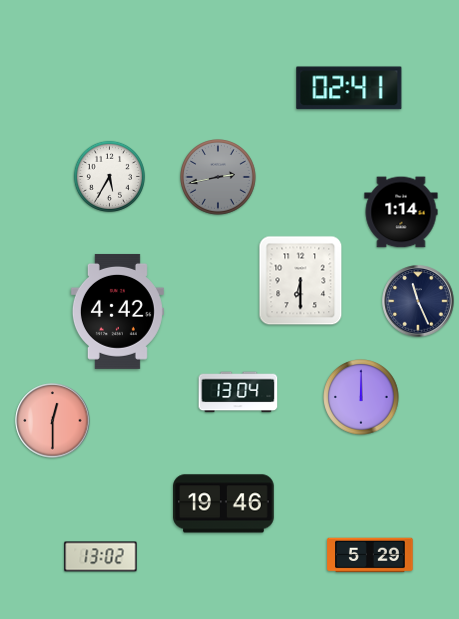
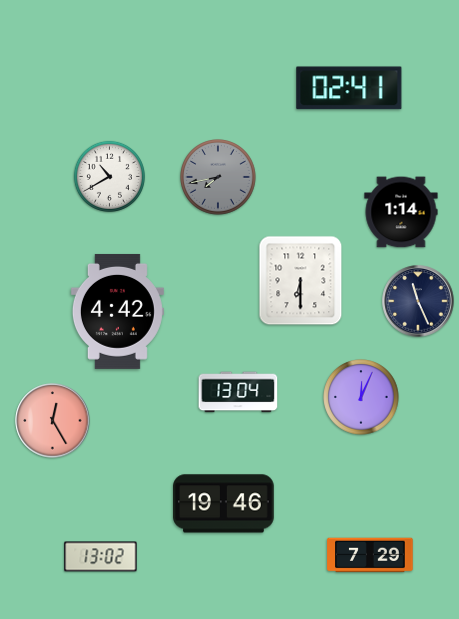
clock at (109, 176): 5:35 -> 10:40
clock at (218, 177): 2:43 -> 7:43
clock at (361, 397): 12:00 -> 12:04
clock at (53, 421): 12:30 -> 12:25
clock at (370, 555): 5:29 -> 7:29
